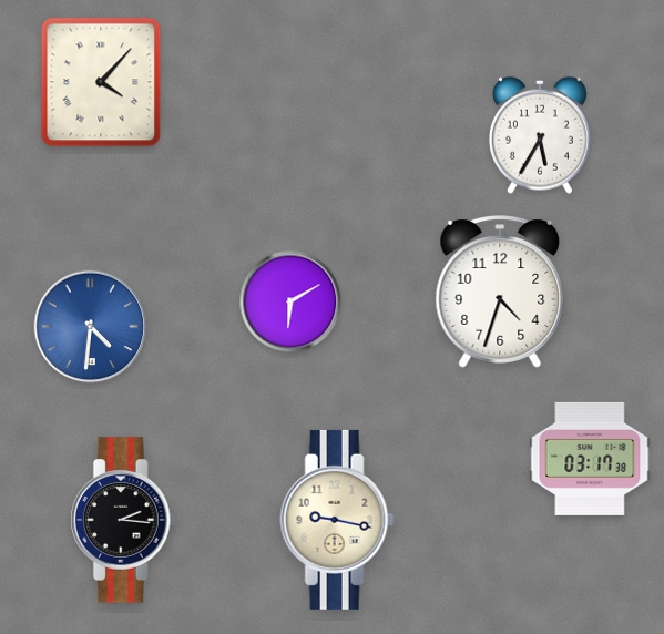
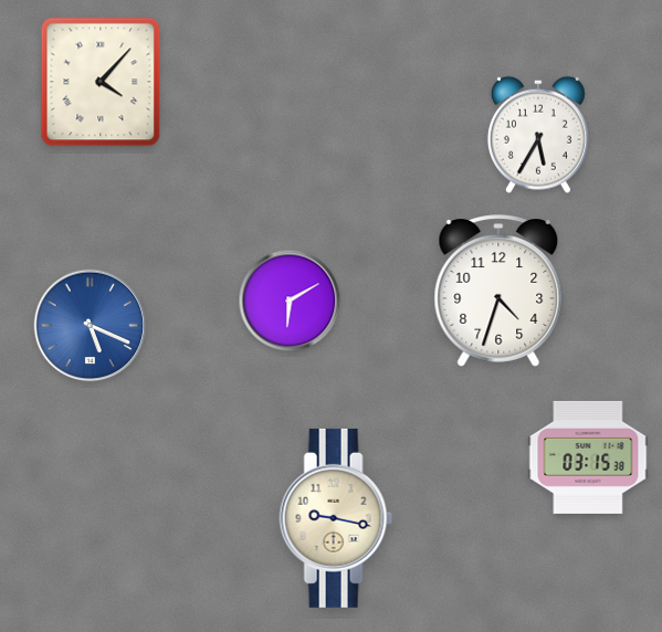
clock at (91, 327): 4:31 -> 5:19
clock at (590, 459): 03:17 -> 03:15
clock at (123, 520): 2:16 -> none
